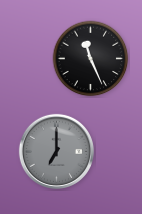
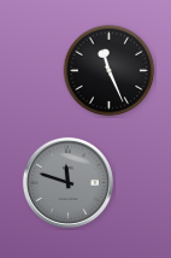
clock at (56, 151): 7:00 -> 11:48
